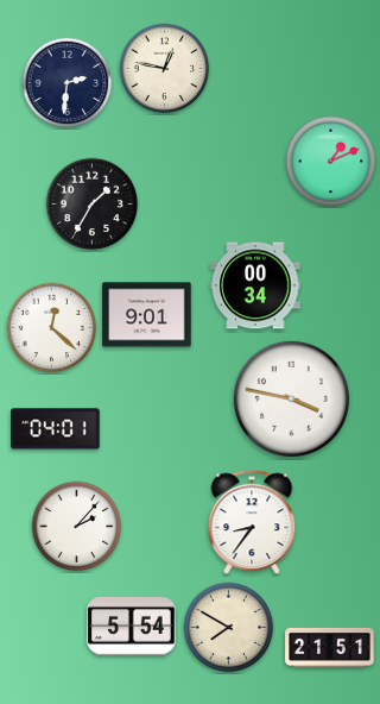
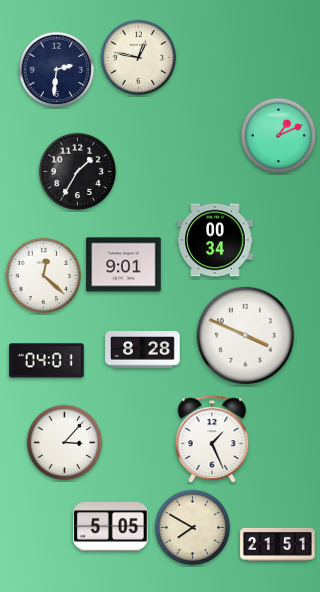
clock at (291, 398): 3:47 -> 3:49
clock at (143, 350): none -> 8:28
clock at (252, 523): 8:36 -> 1:26
clock at (77, 527): 2:07 -> 3:07
clock at (132, 626): 5:54 -> 5:05
